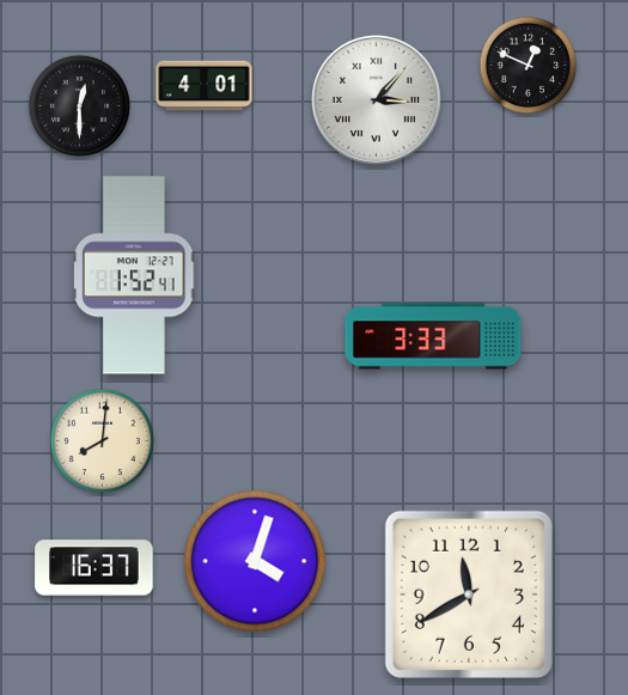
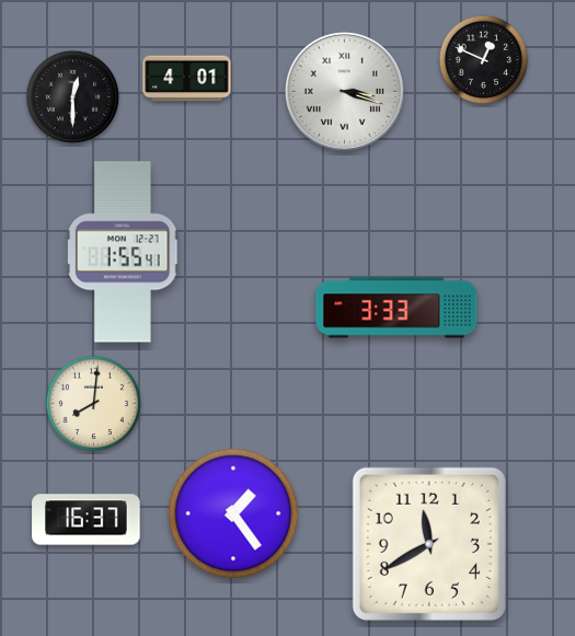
clock at (376, 99): 3:07 -> 3:18
clock at (135, 275): 1:52 -> 1:55
clock at (255, 561): 4:03 -> 1:24
